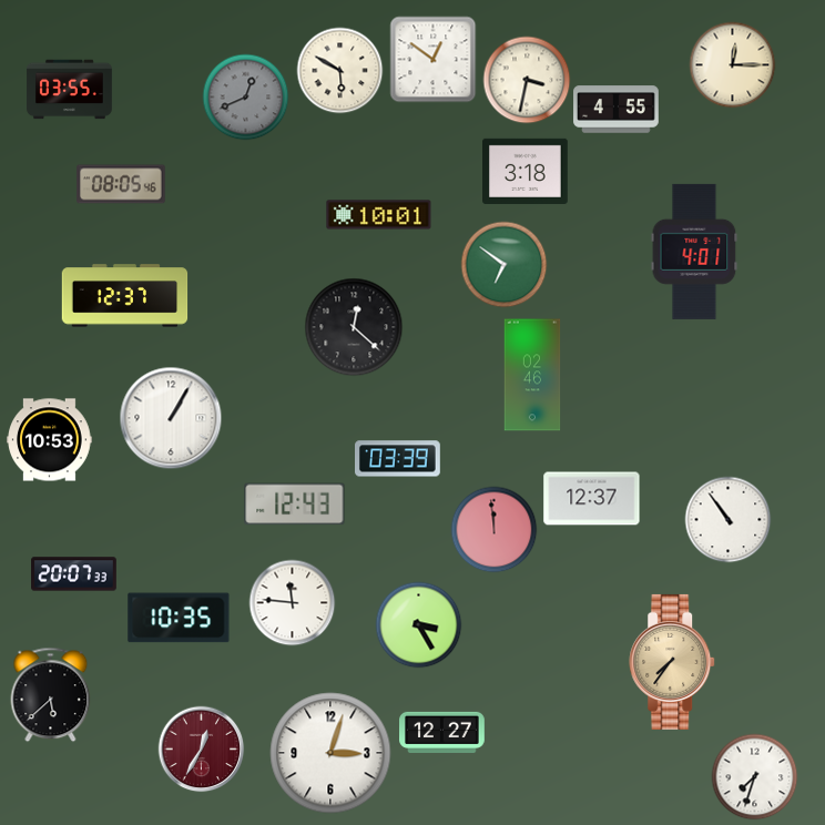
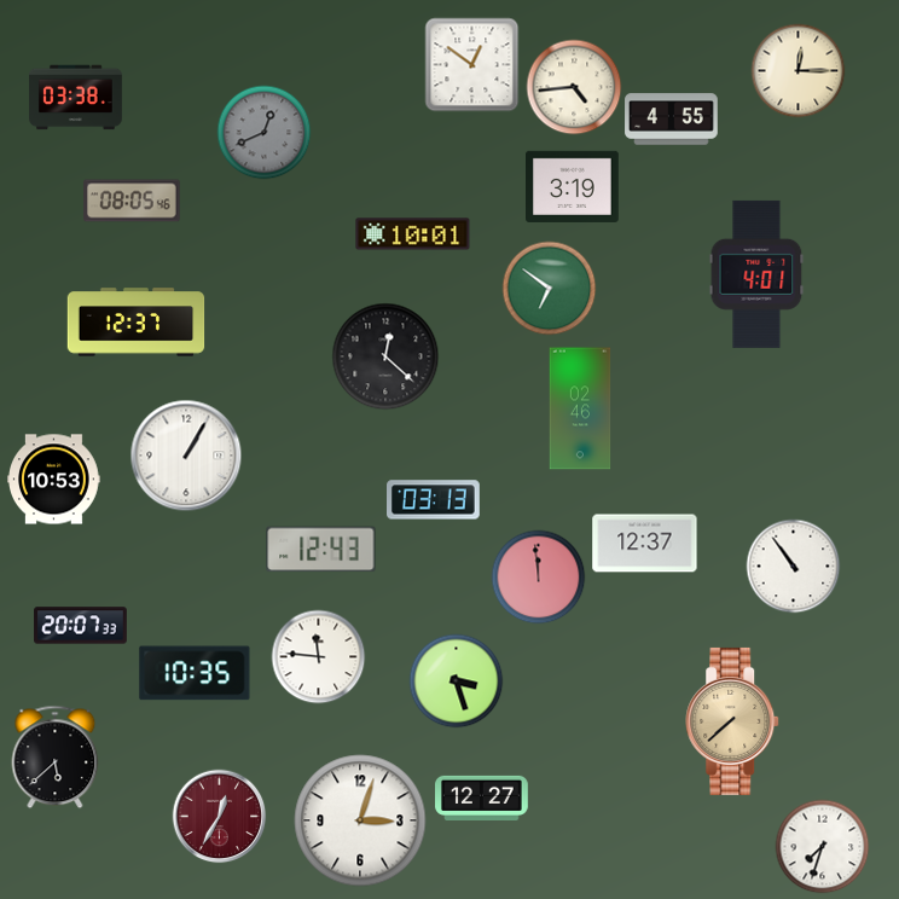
clock at (339, 70): 5:50 -> none
clock at (527, 80): 3:32 -> 4:44
clock at (70, 90): 03:55 -> 03:38
clock at (245, 96) position: (245, 96) -> (263, 132)
clock at (526, 171): 3:18 -> 3:19
clock at (398, 459): 03:39 -> 03:13
clock at (418, 624): 3:25 -> 3:27
clock at (673, 662): 7:36 -> 7:38
